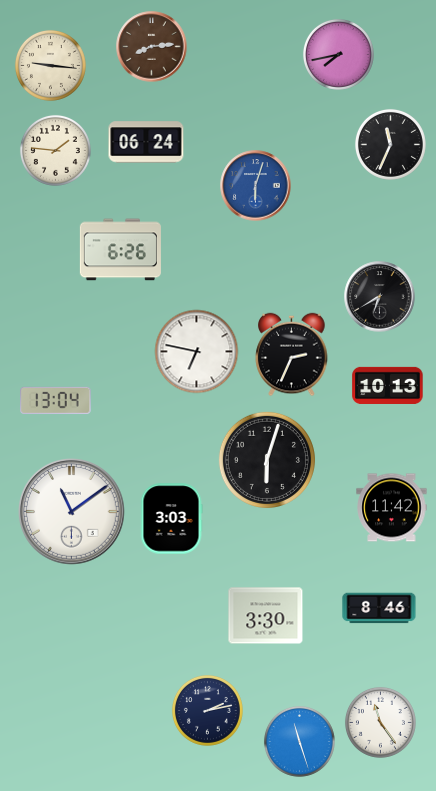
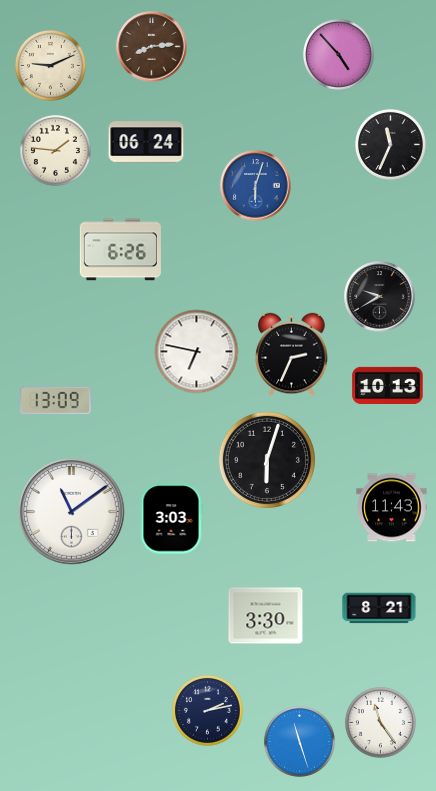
clock at (338, 54): 7:43 -> 4:53
clock at (50, 65): 9:16 -> 9:11
clock at (380, 297): 6:40 -> 9:40
clock at (56, 400): 13:04 -> 13:09
clock at (392, 508): 11:42 -> 11:43
clock at (379, 608): 8:46 -> 8:21
